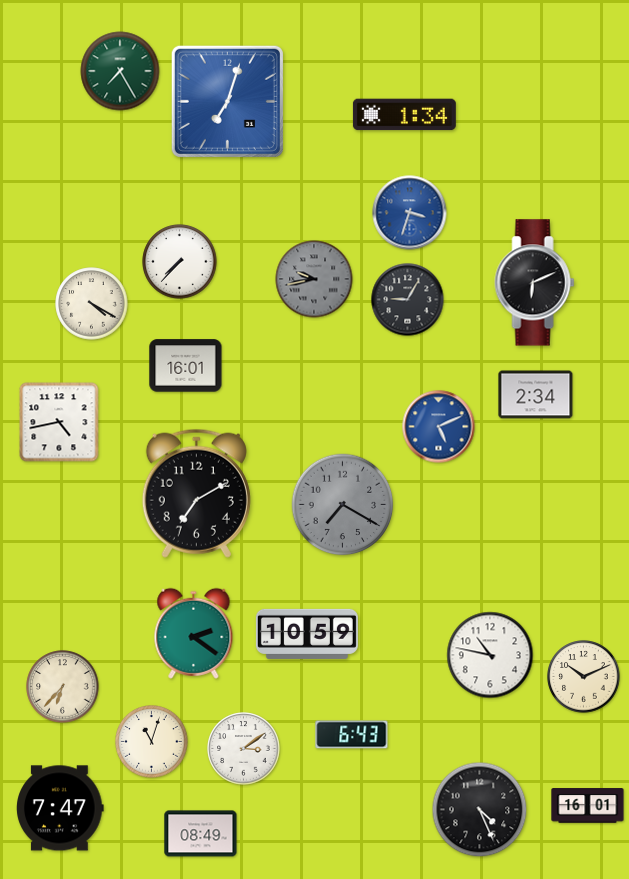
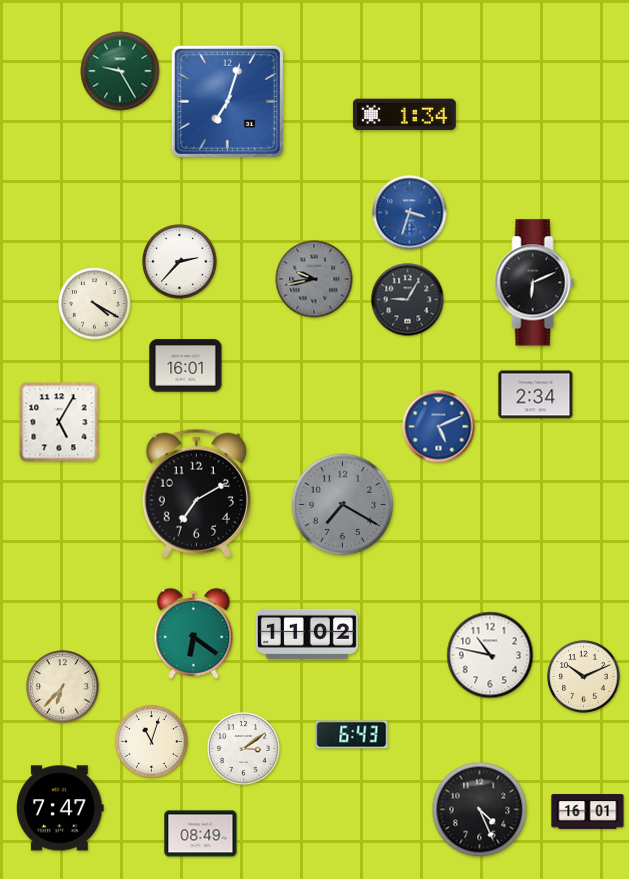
clock at (120, 71): 7:25 -> 9:25
clock at (180, 262): 7:37 -> 2:37
clock at (92, 304) position: (92, 304) -> (95, 304)
clock at (59, 422): 4:43 -> 5:05
clock at (194, 633): 2:21 -> 6:21
clock at (307, 634): 10:59 -> 11:02
clock at (588, 806) position: (588, 806) -> (588, 812)
